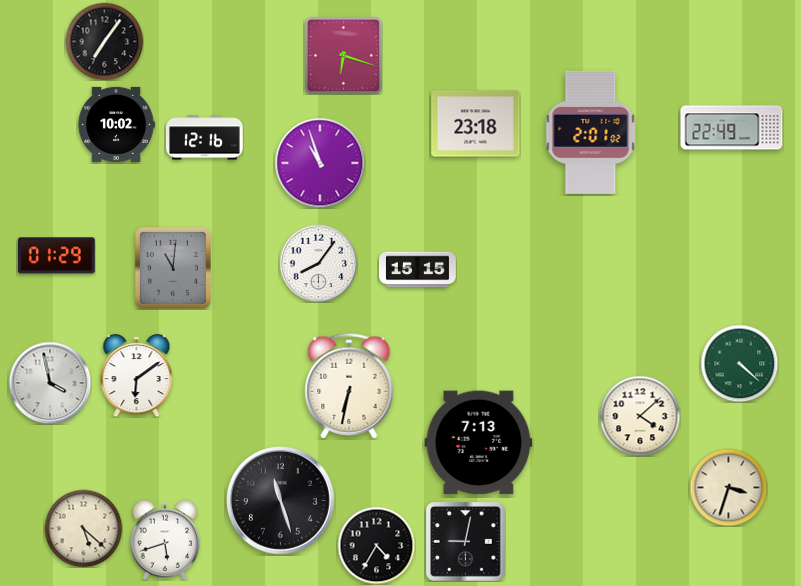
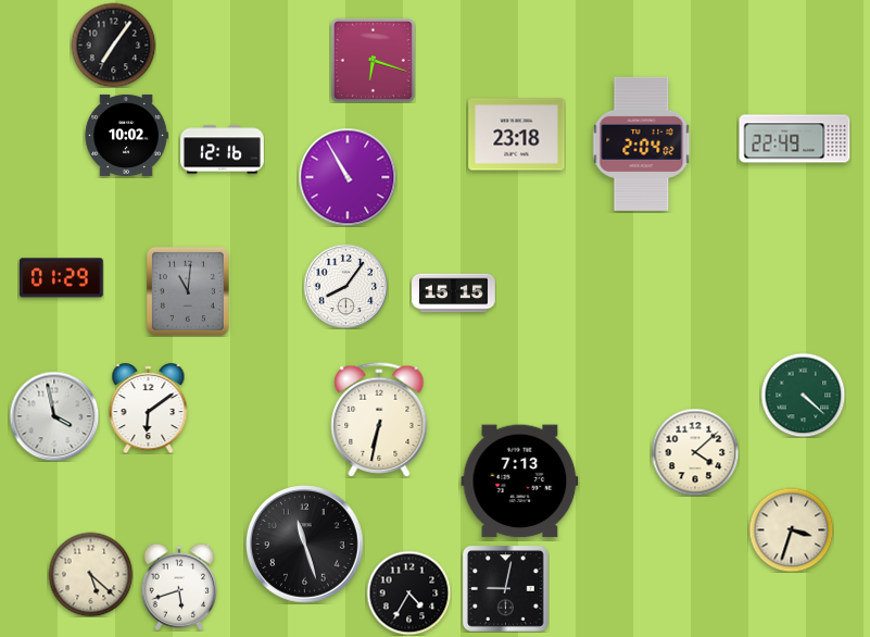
clock at (591, 132): 2:01 -> 2:04
clock at (320, 163): 10:57 -> 10:55
